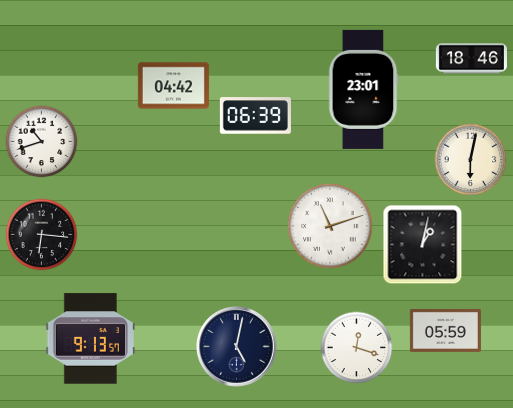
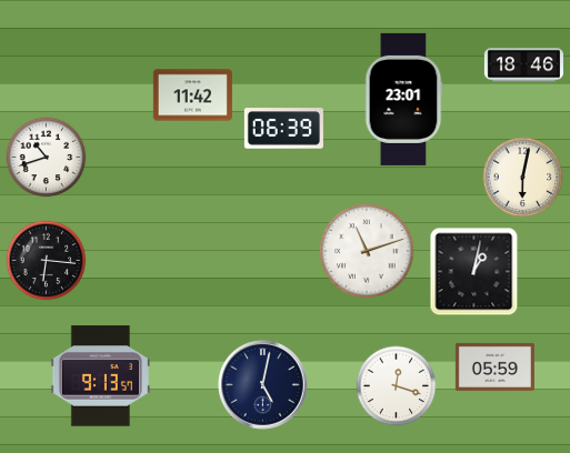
clock at (173, 86): 04:42 -> 11:42
clock at (423, 245) position: (423, 245) -> (474, 272)
